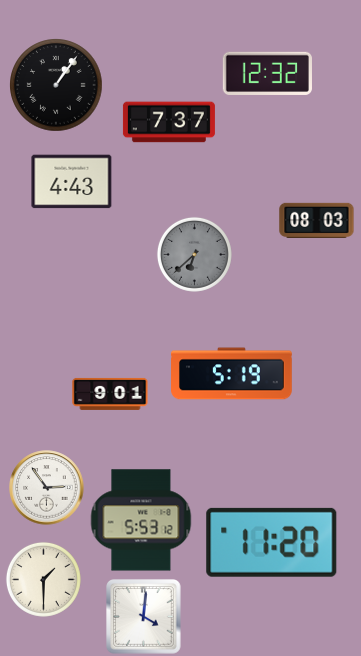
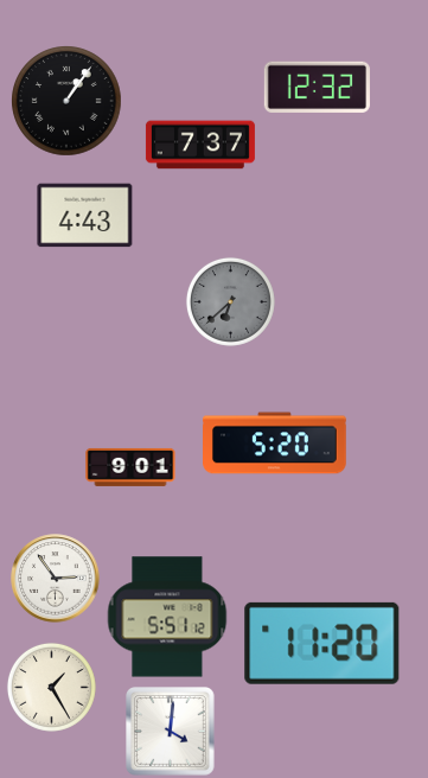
clock at (317, 220): 08:03 -> none
clock at (232, 374): 5:19 -> 5:20
clock at (141, 520): 5:53 -> 5:51
clock at (43, 579): 1:30 -> 1:25
